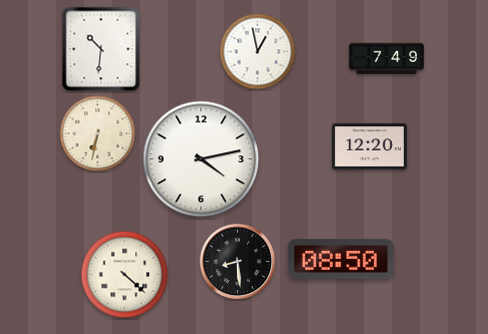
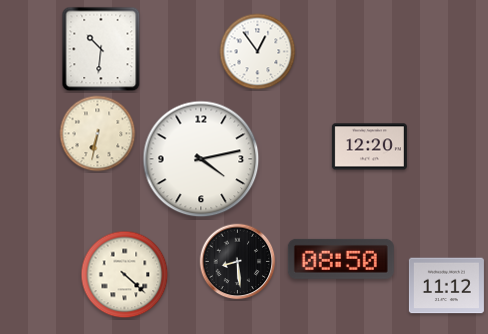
clock at (258, 52): 12:58 -> 12:54
clock at (386, 59): 7:49 -> none
clock at (446, 286): none -> 11:12
